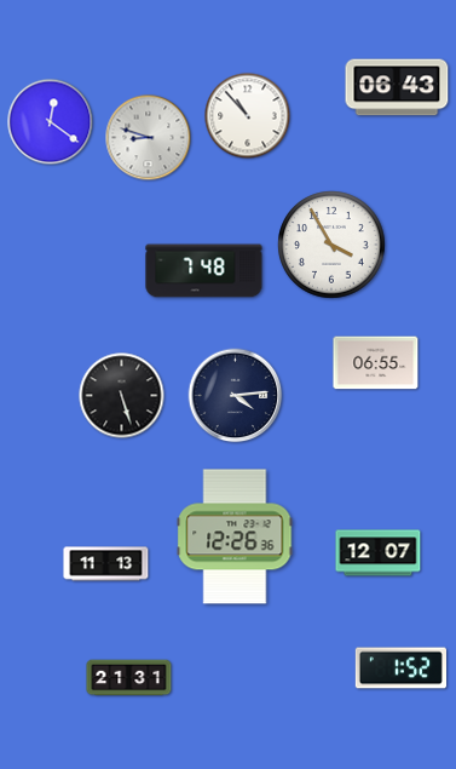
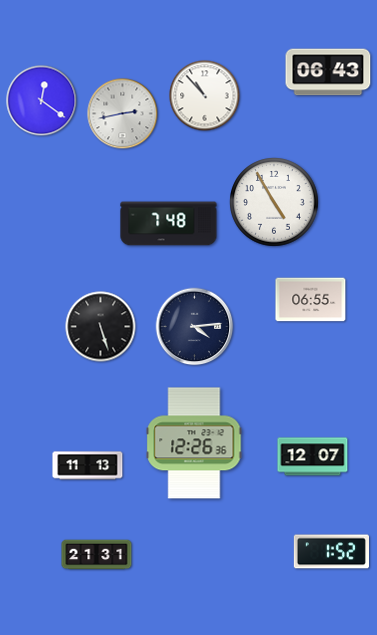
clock at (149, 138): 8:48 -> 2:43
clock at (331, 245): 3:55 -> 4:55
clock at (129, 678) position: (129, 678) -> (97, 555)
